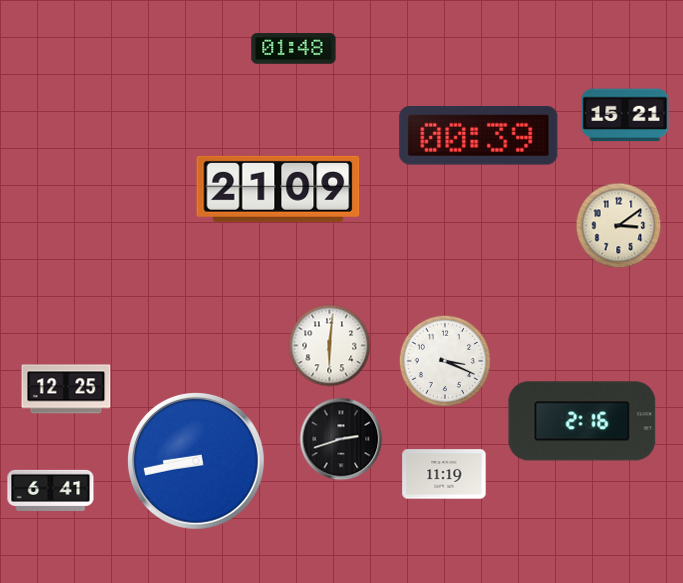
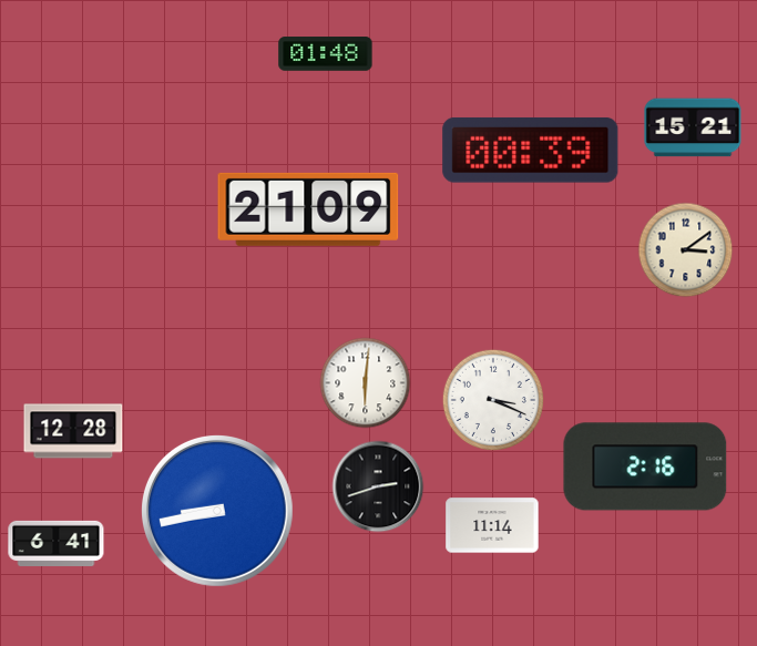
clock at (66, 389): 12:25 -> 12:28
clock at (444, 474): 11:19 -> 11:14
